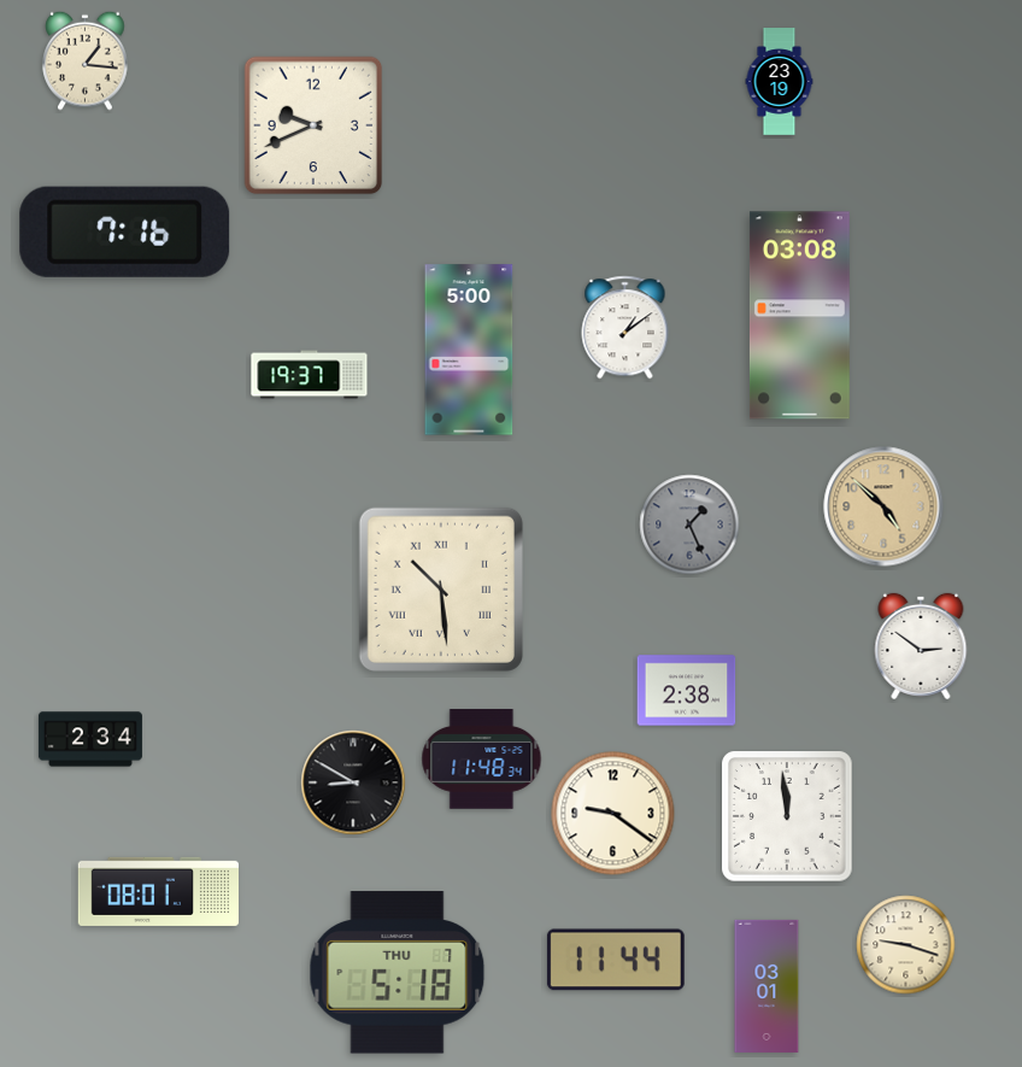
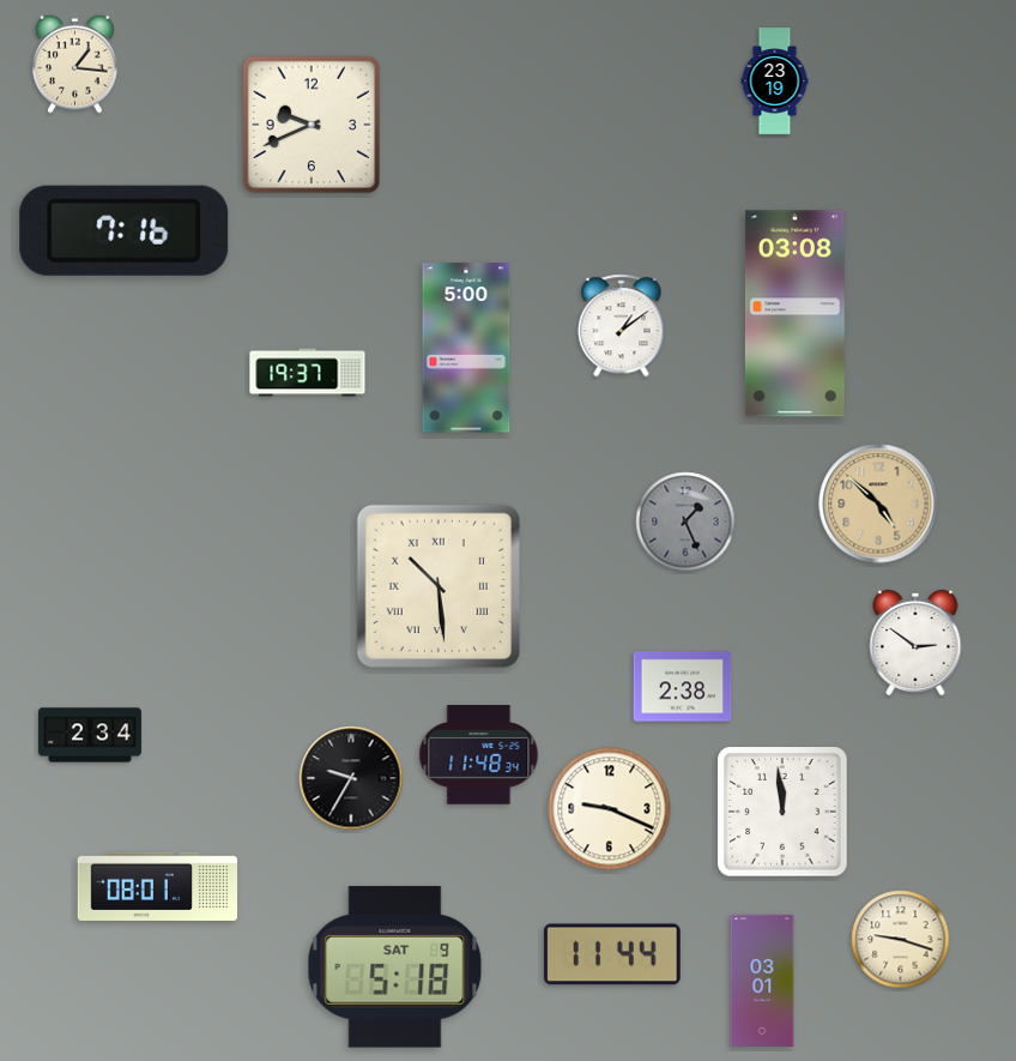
clock at (86, 60) position: (86, 60) -> (75, 64)
clock at (353, 782): 8:50 -> 9:35
clock at (613, 814): 9:21 -> 9:19
clock at (398, 973) date: THU 7 -> SAT 9
